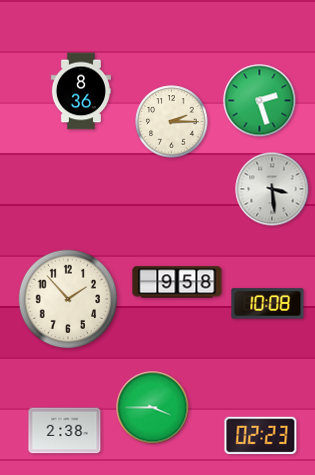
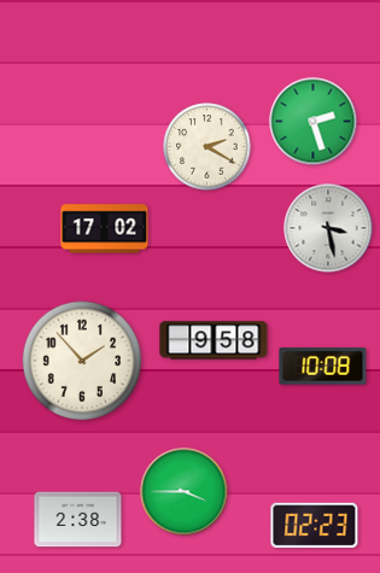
clock at (81, 91): 8:36 -> none
clock at (172, 122): 2:15 -> 2:20
clock at (272, 189): 3:29 -> 3:28
clock at (105, 229): none -> 17:02
